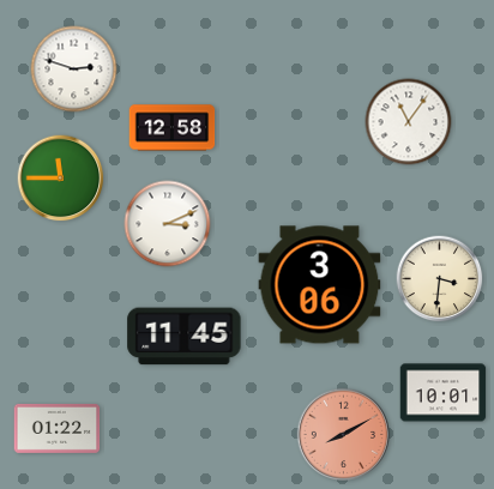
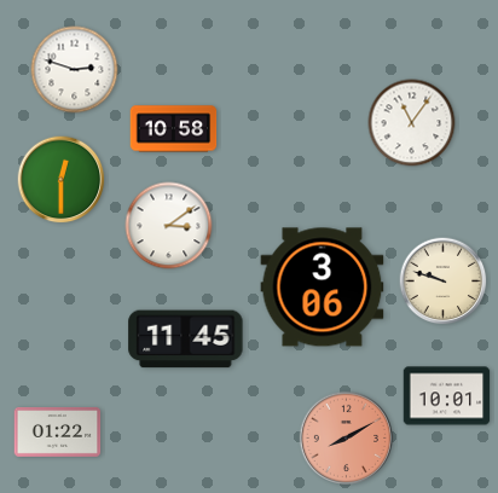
clock at (173, 128): 12:58 -> 10:58
clock at (61, 179): 11:45 -> 12:30
clock at (168, 224): 3:11 -> 3:09
clock at (440, 279): 3:31 -> 9:48
